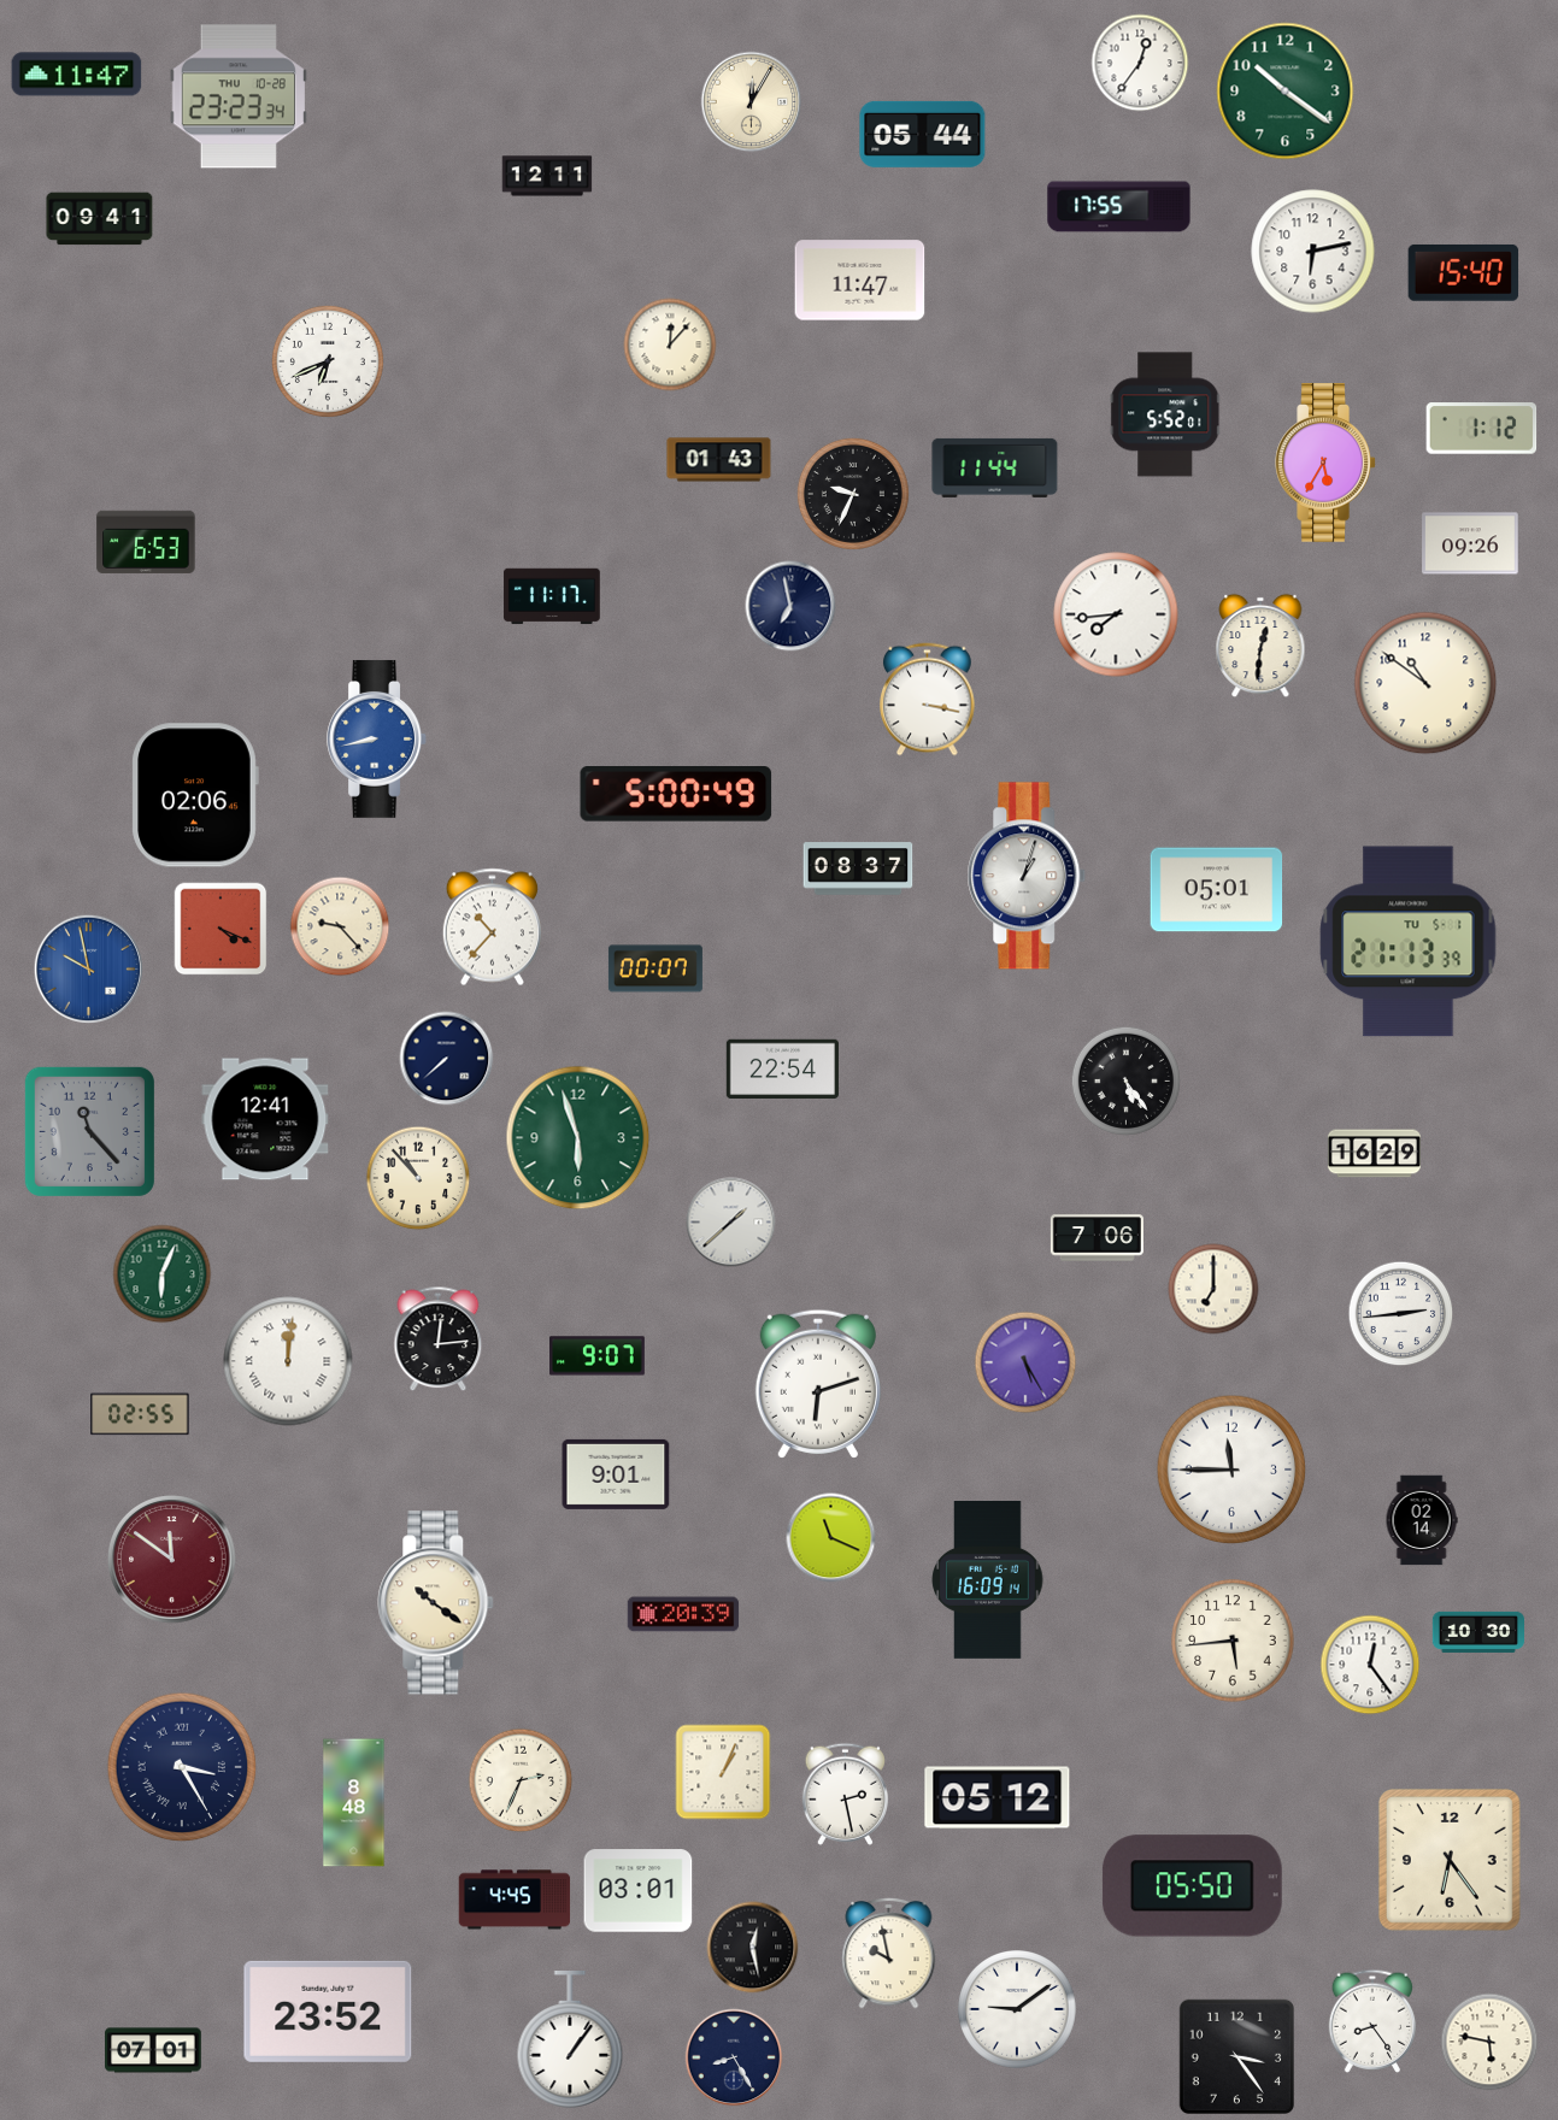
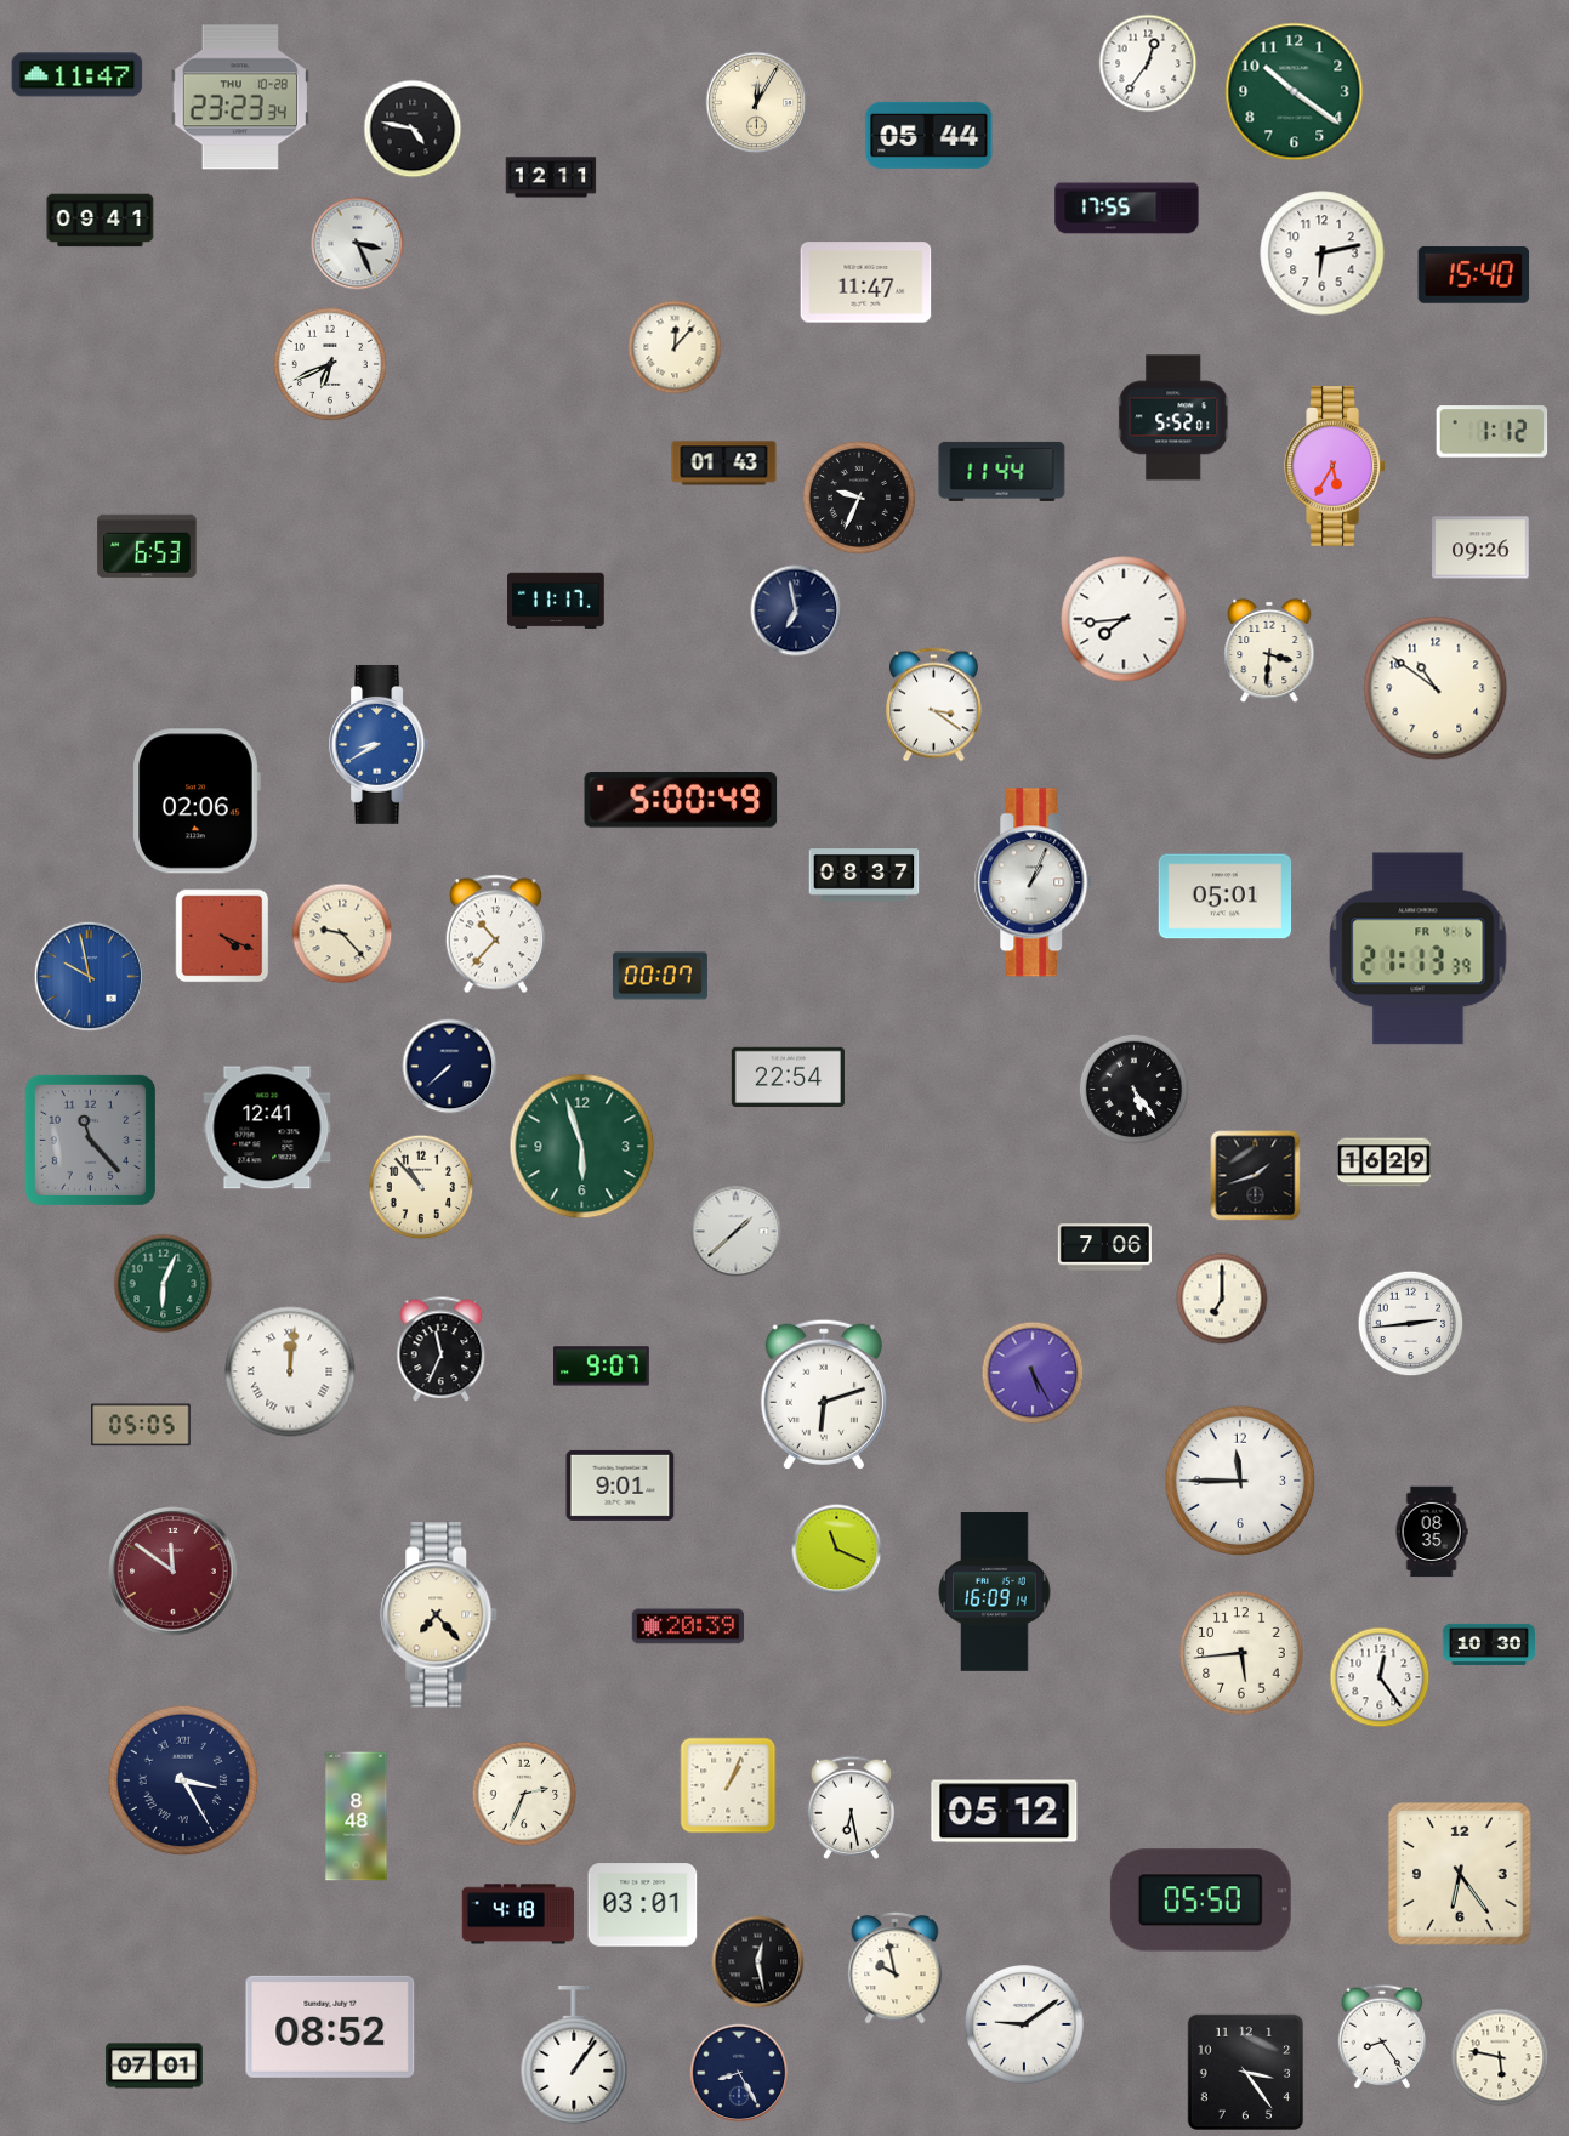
clock at (413, 129): none -> 4:47
clock at (358, 244): none -> 3:26
clock at (1260, 646): 12:31 -> 3:31
clock at (928, 700): 3:17 -> 3:21
clock at (377, 738): 8:43 -> 8:40
clock at (1027, 876): 1:03 -> 1:04
clock at (1409, 942) date: TU 5-1 -> FR 4-6
clock at (1256, 1176): none -> 1:42
clock at (439, 1339): 12:14 -> 11:34
clock at (140, 1414): 02:55 -> 05:05
clock at (1422, 1520): 02:14 -> 08:35
clock at (436, 1603): 10:21 -> 7:23
clock at (845, 1794): 2:28 -> 6:28
clock at (515, 1900): 4:45 -> 4:18
clock at (328, 2012): 23:52 -> 08:52
